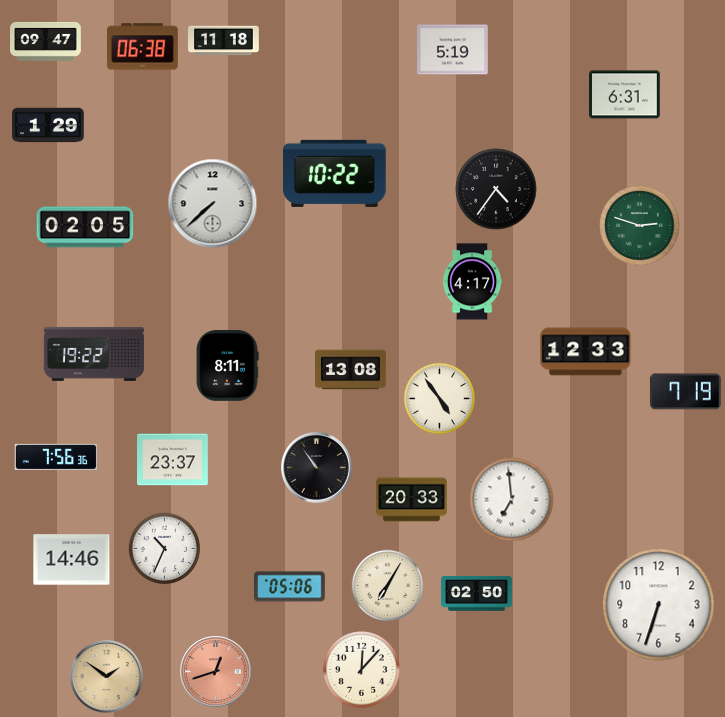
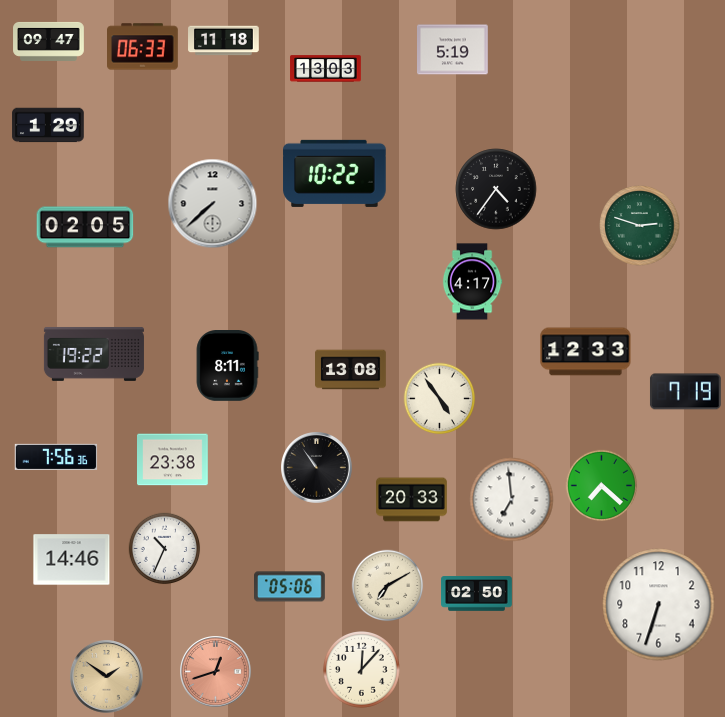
clock at (46, 41) position: (46, 41) -> (49, 41)
clock at (143, 47): 06:38 -> 06:33
clock at (326, 69): none -> 13:03
clock at (625, 95): 6:31 -> none
clock at (173, 460): 23:37 -> 23:38
clock at (602, 486): none -> 7:22
clock at (388, 586): 7:05 -> 7:10
